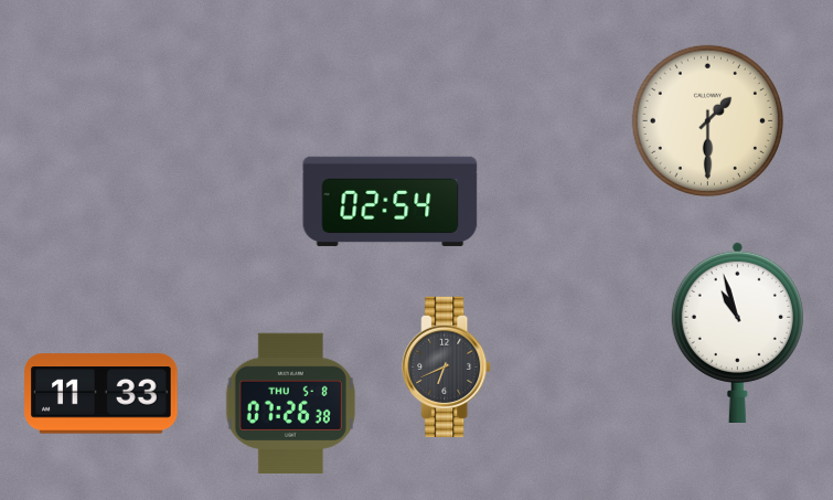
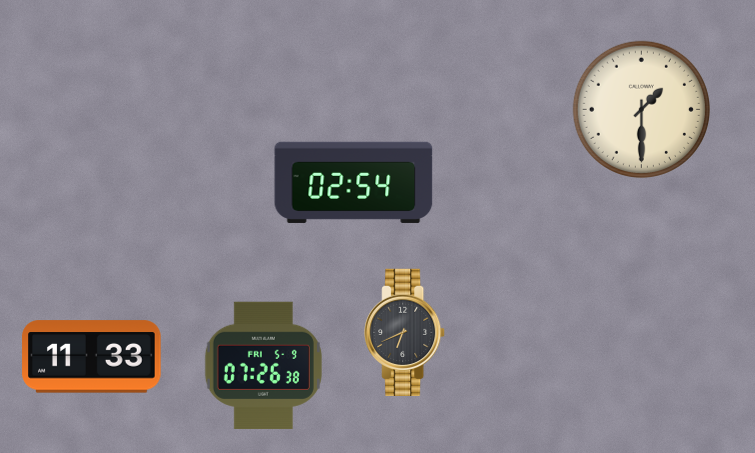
clock at (737, 331): 10:57 -> none
clock at (290, 403) date: THU 5-8 -> FRI 5-9
